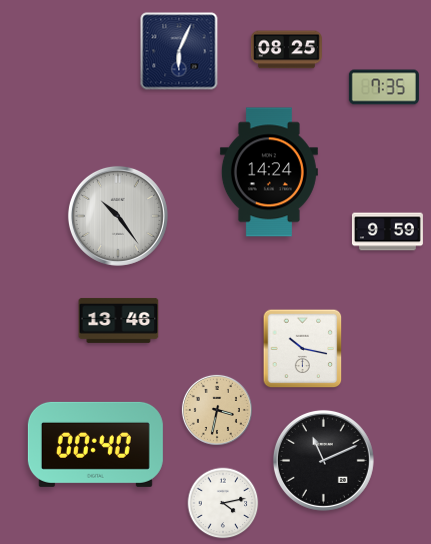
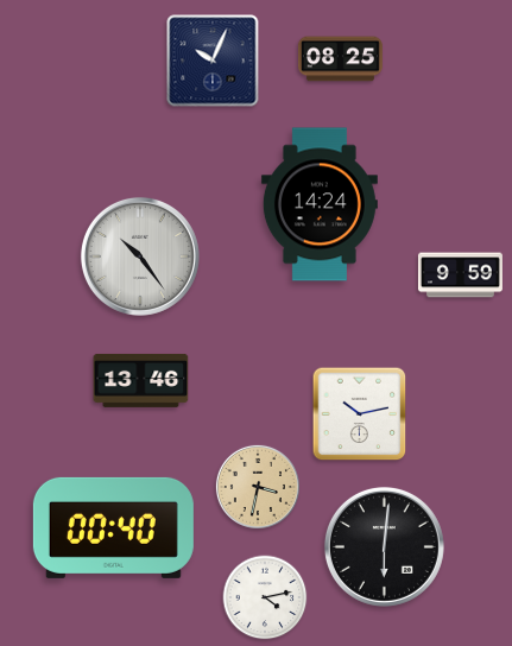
clock at (179, 51): 6:04 -> 10:04
clock at (384, 87): 7:35 -> none
clock at (303, 349): 10:17 -> 10:13
clock at (323, 460): 11:11 -> 6:01
